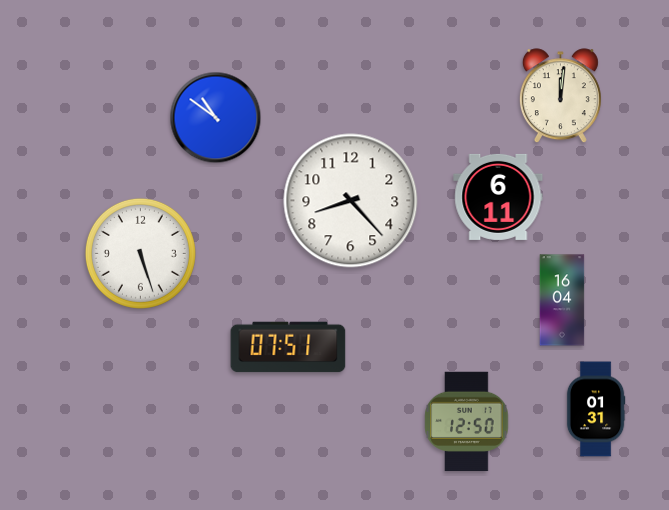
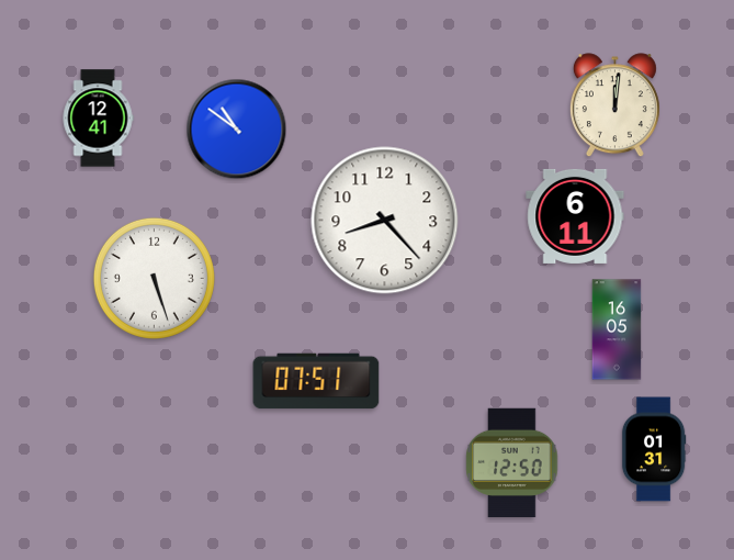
clock at (98, 119): none -> 12:41
clock at (498, 197) position: (498, 197) -> (575, 216)
clock at (562, 300): 16:04 -> 16:05
